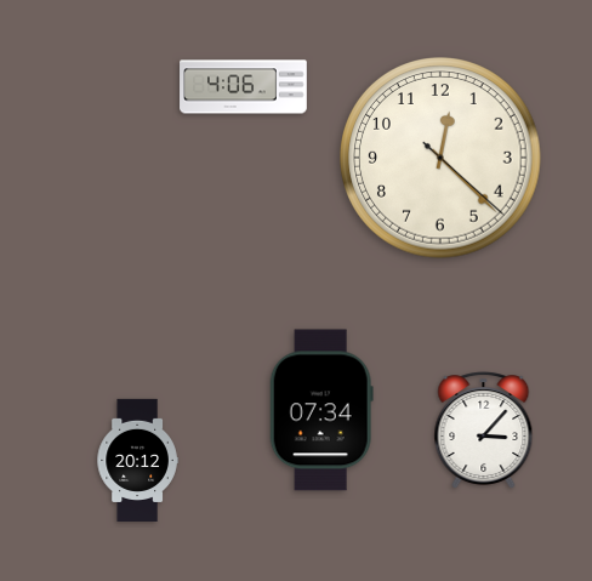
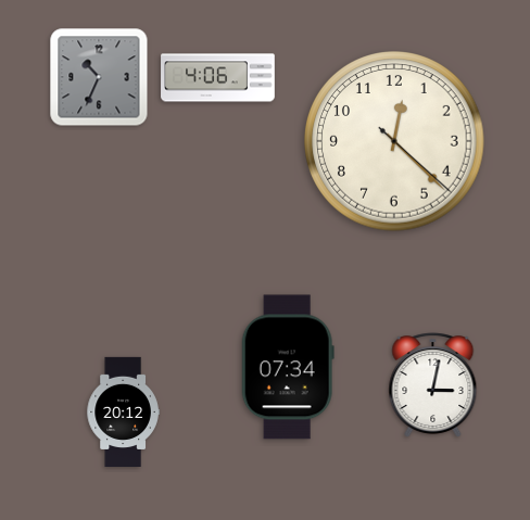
clock at (99, 77): none -> 10:34
clock at (484, 431): 3:07 -> 3:02
